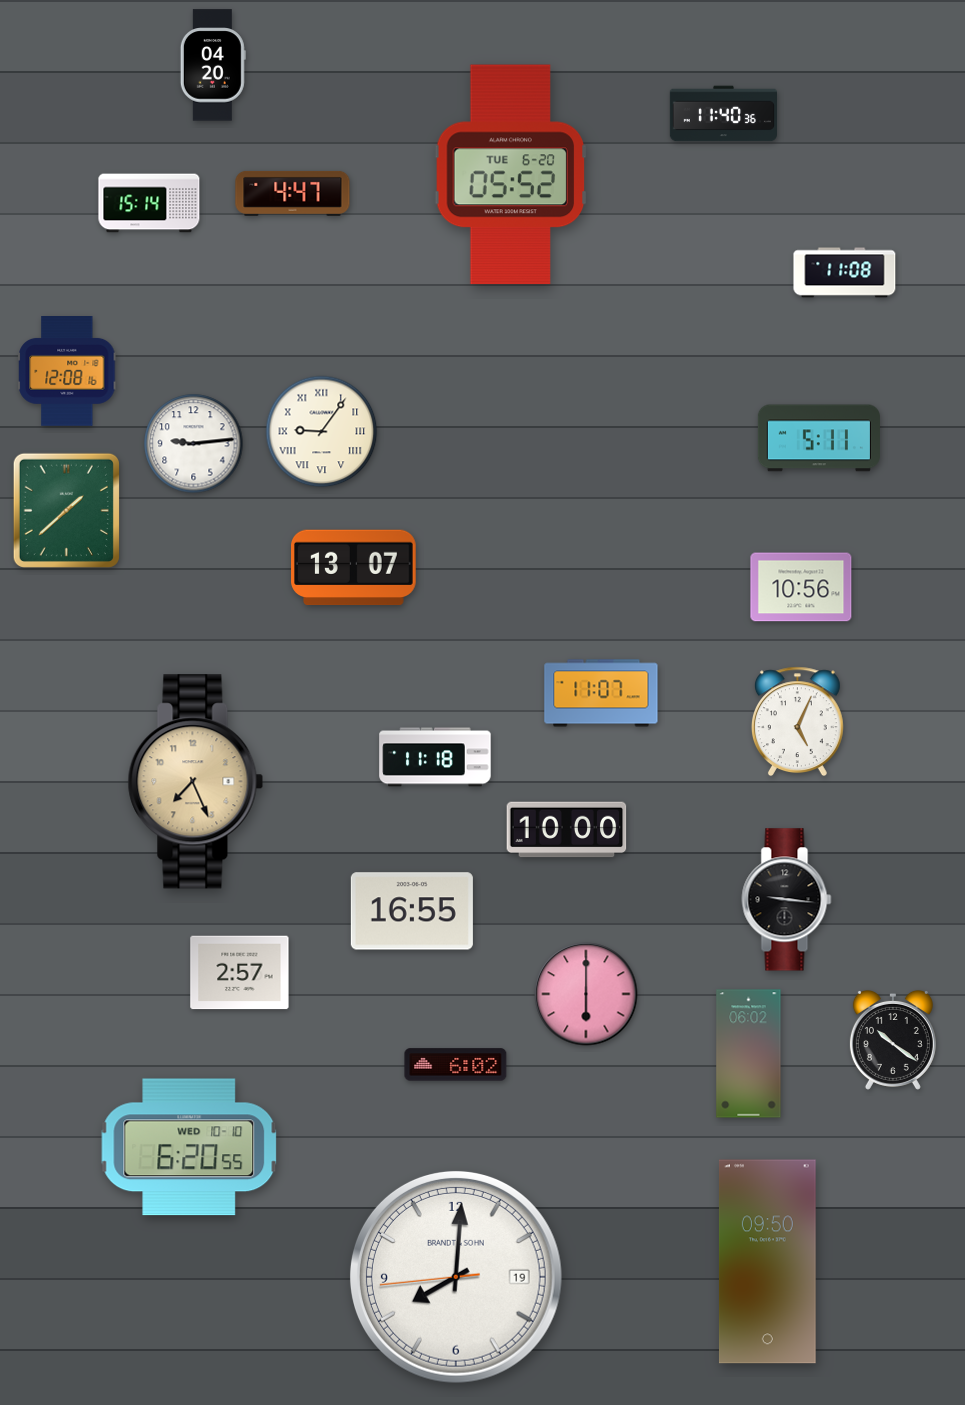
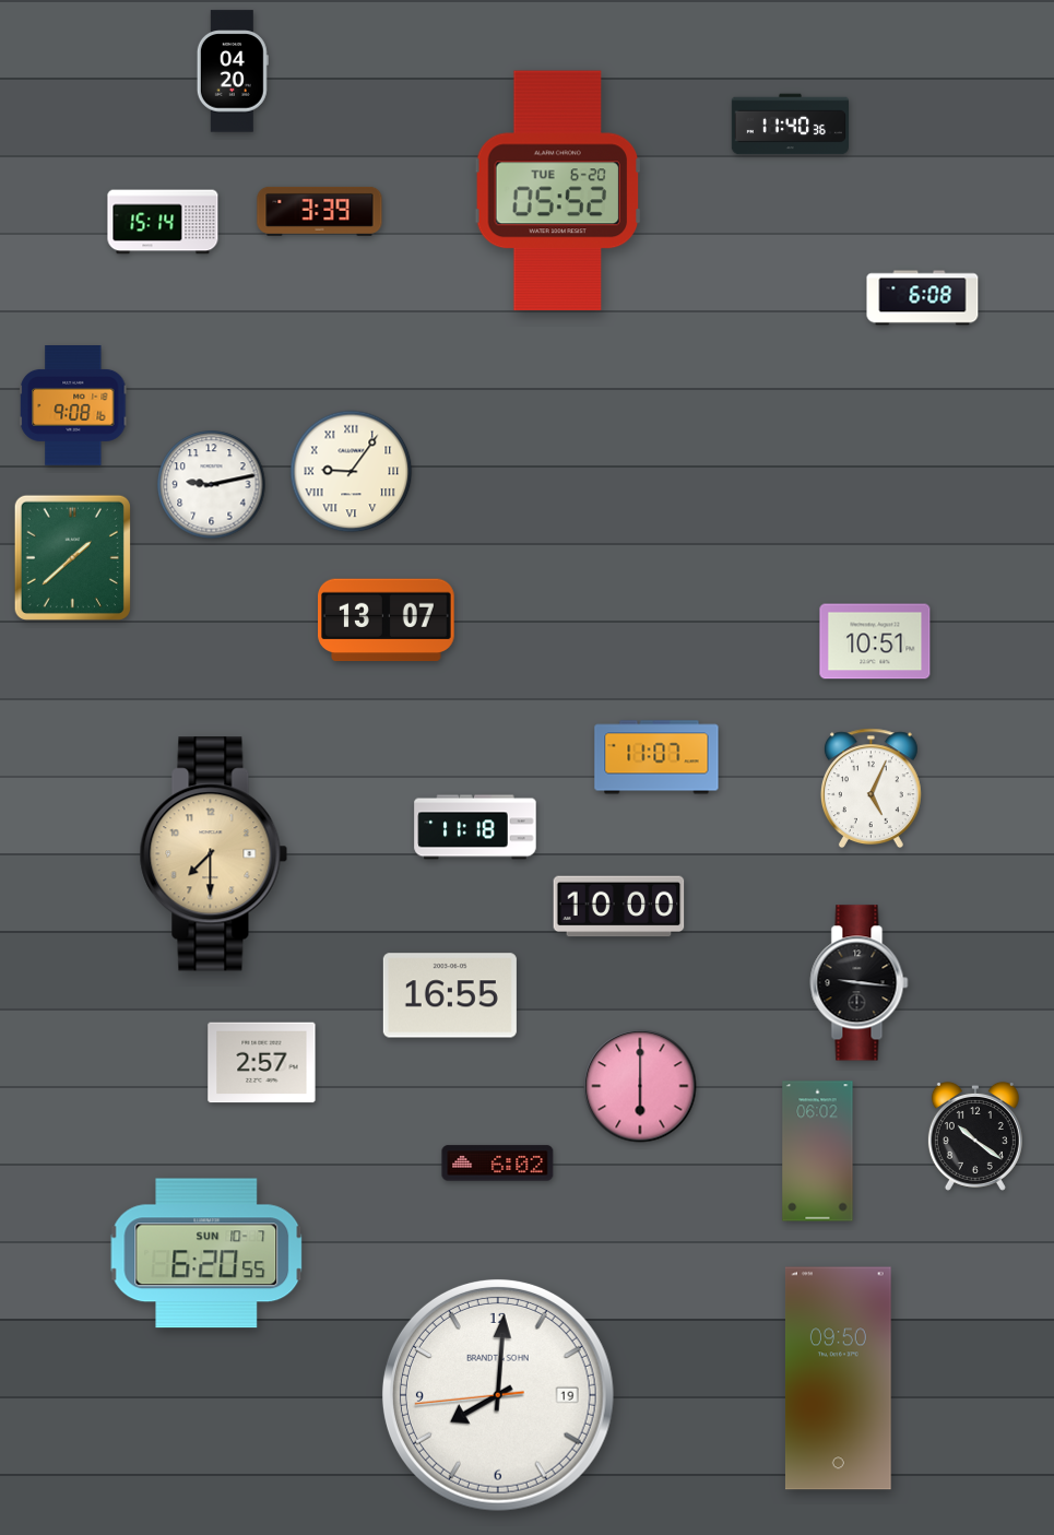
clock at (293, 193): 4:47 -> 3:39
clock at (845, 273): 11:08 -> 6:08
clock at (67, 372): 12:08 -> 9:08
clock at (819, 438): 5:11 -> none
clock at (194, 444): 9:14 -> 9:13
clock at (801, 587): 10:56 -> 10:51
clock at (196, 782): 7:26 -> 7:30
clock at (189, 1147) date: WED 10-10 -> SUN 10-7
